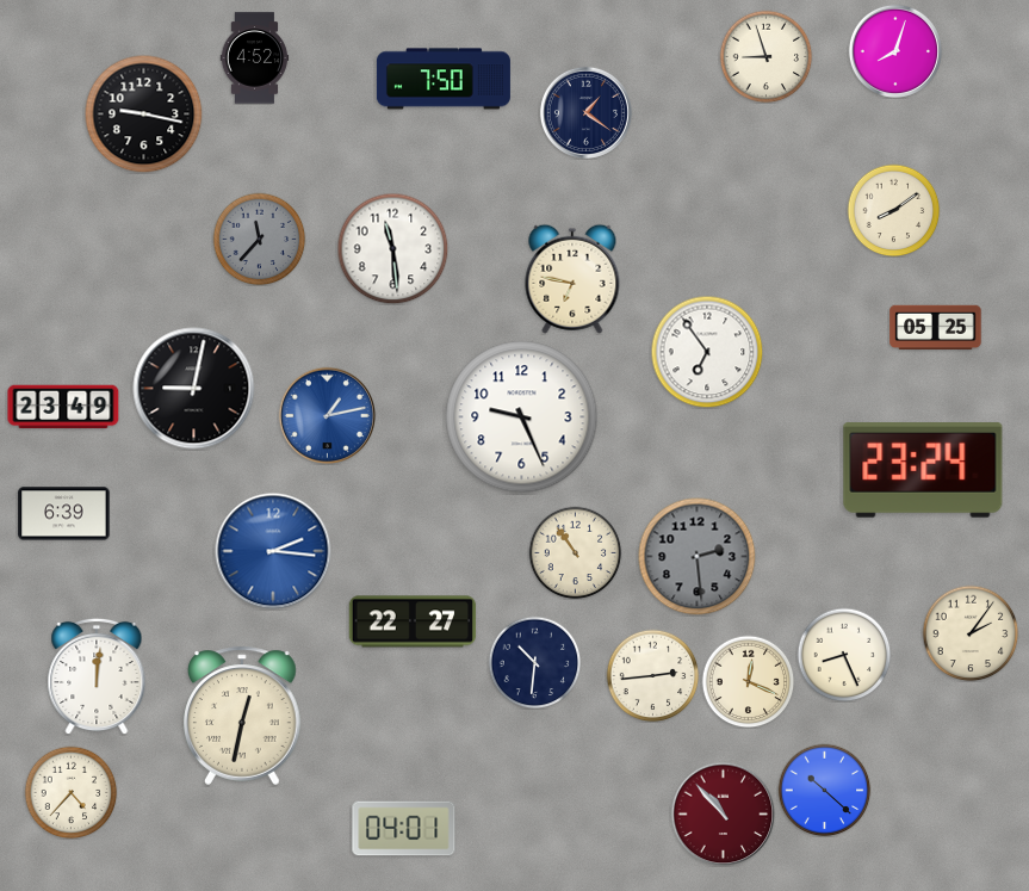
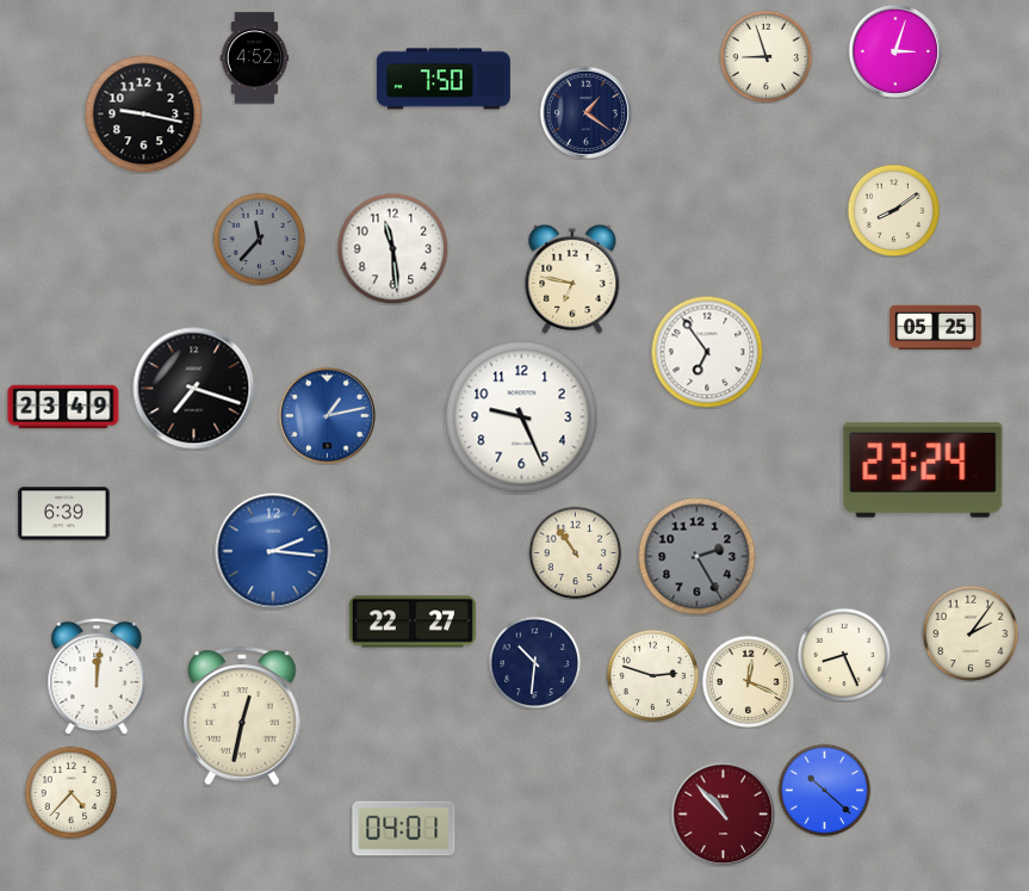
clock at (895, 51): 8:03 -> 3:03
clock at (194, 389): 9:02 -> 7:18
clock at (698, 557): 2:29 -> 2:25
clock at (652, 675): 2:44 -> 2:48
